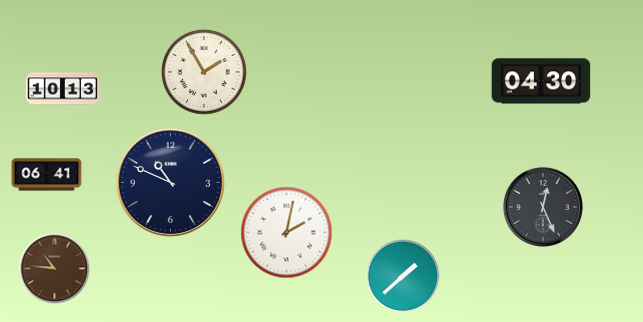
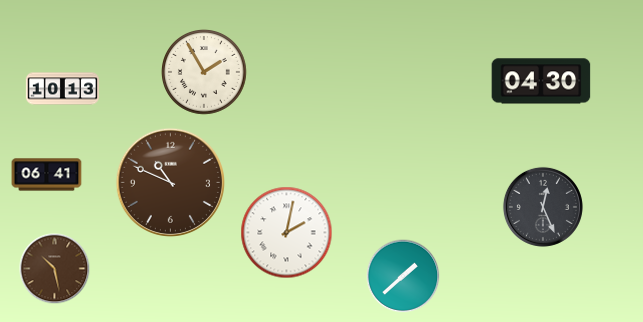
clock at (170, 182) dial: navy -> brown
clock at (55, 269): 10:46 -> 10:28
